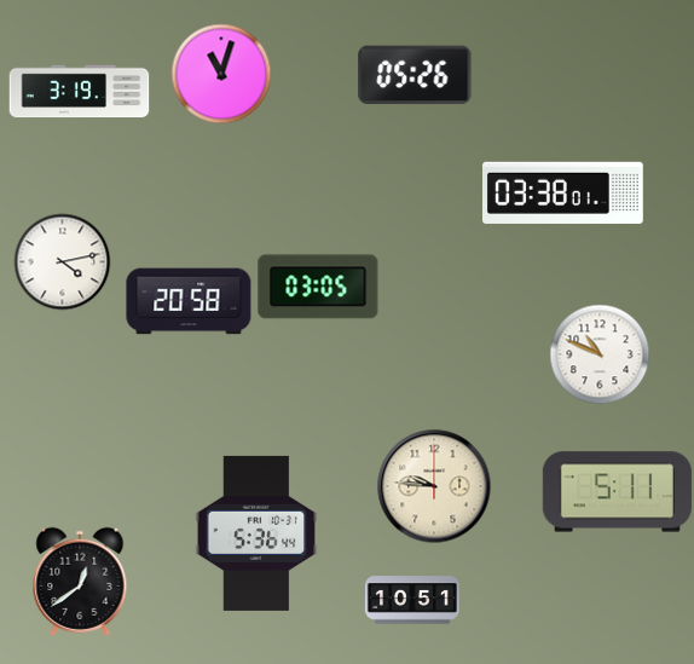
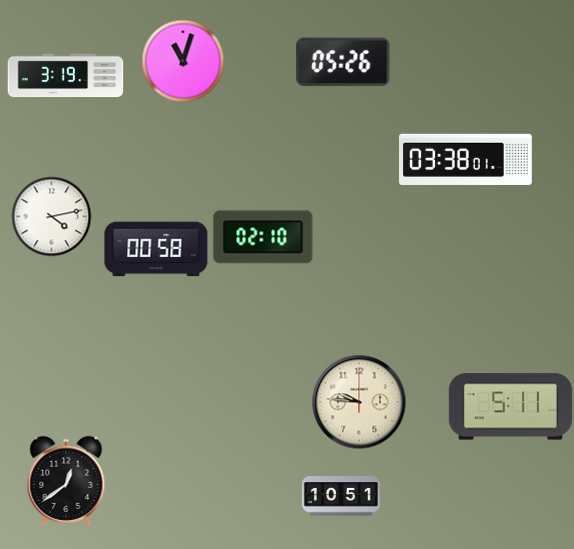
clock at (318, 287): 03:05 -> 02:10
clock at (189, 301): 20:58 -> 00:58
clock at (600, 354): 10:49 -> none
clock at (256, 533): 5:36 -> none
